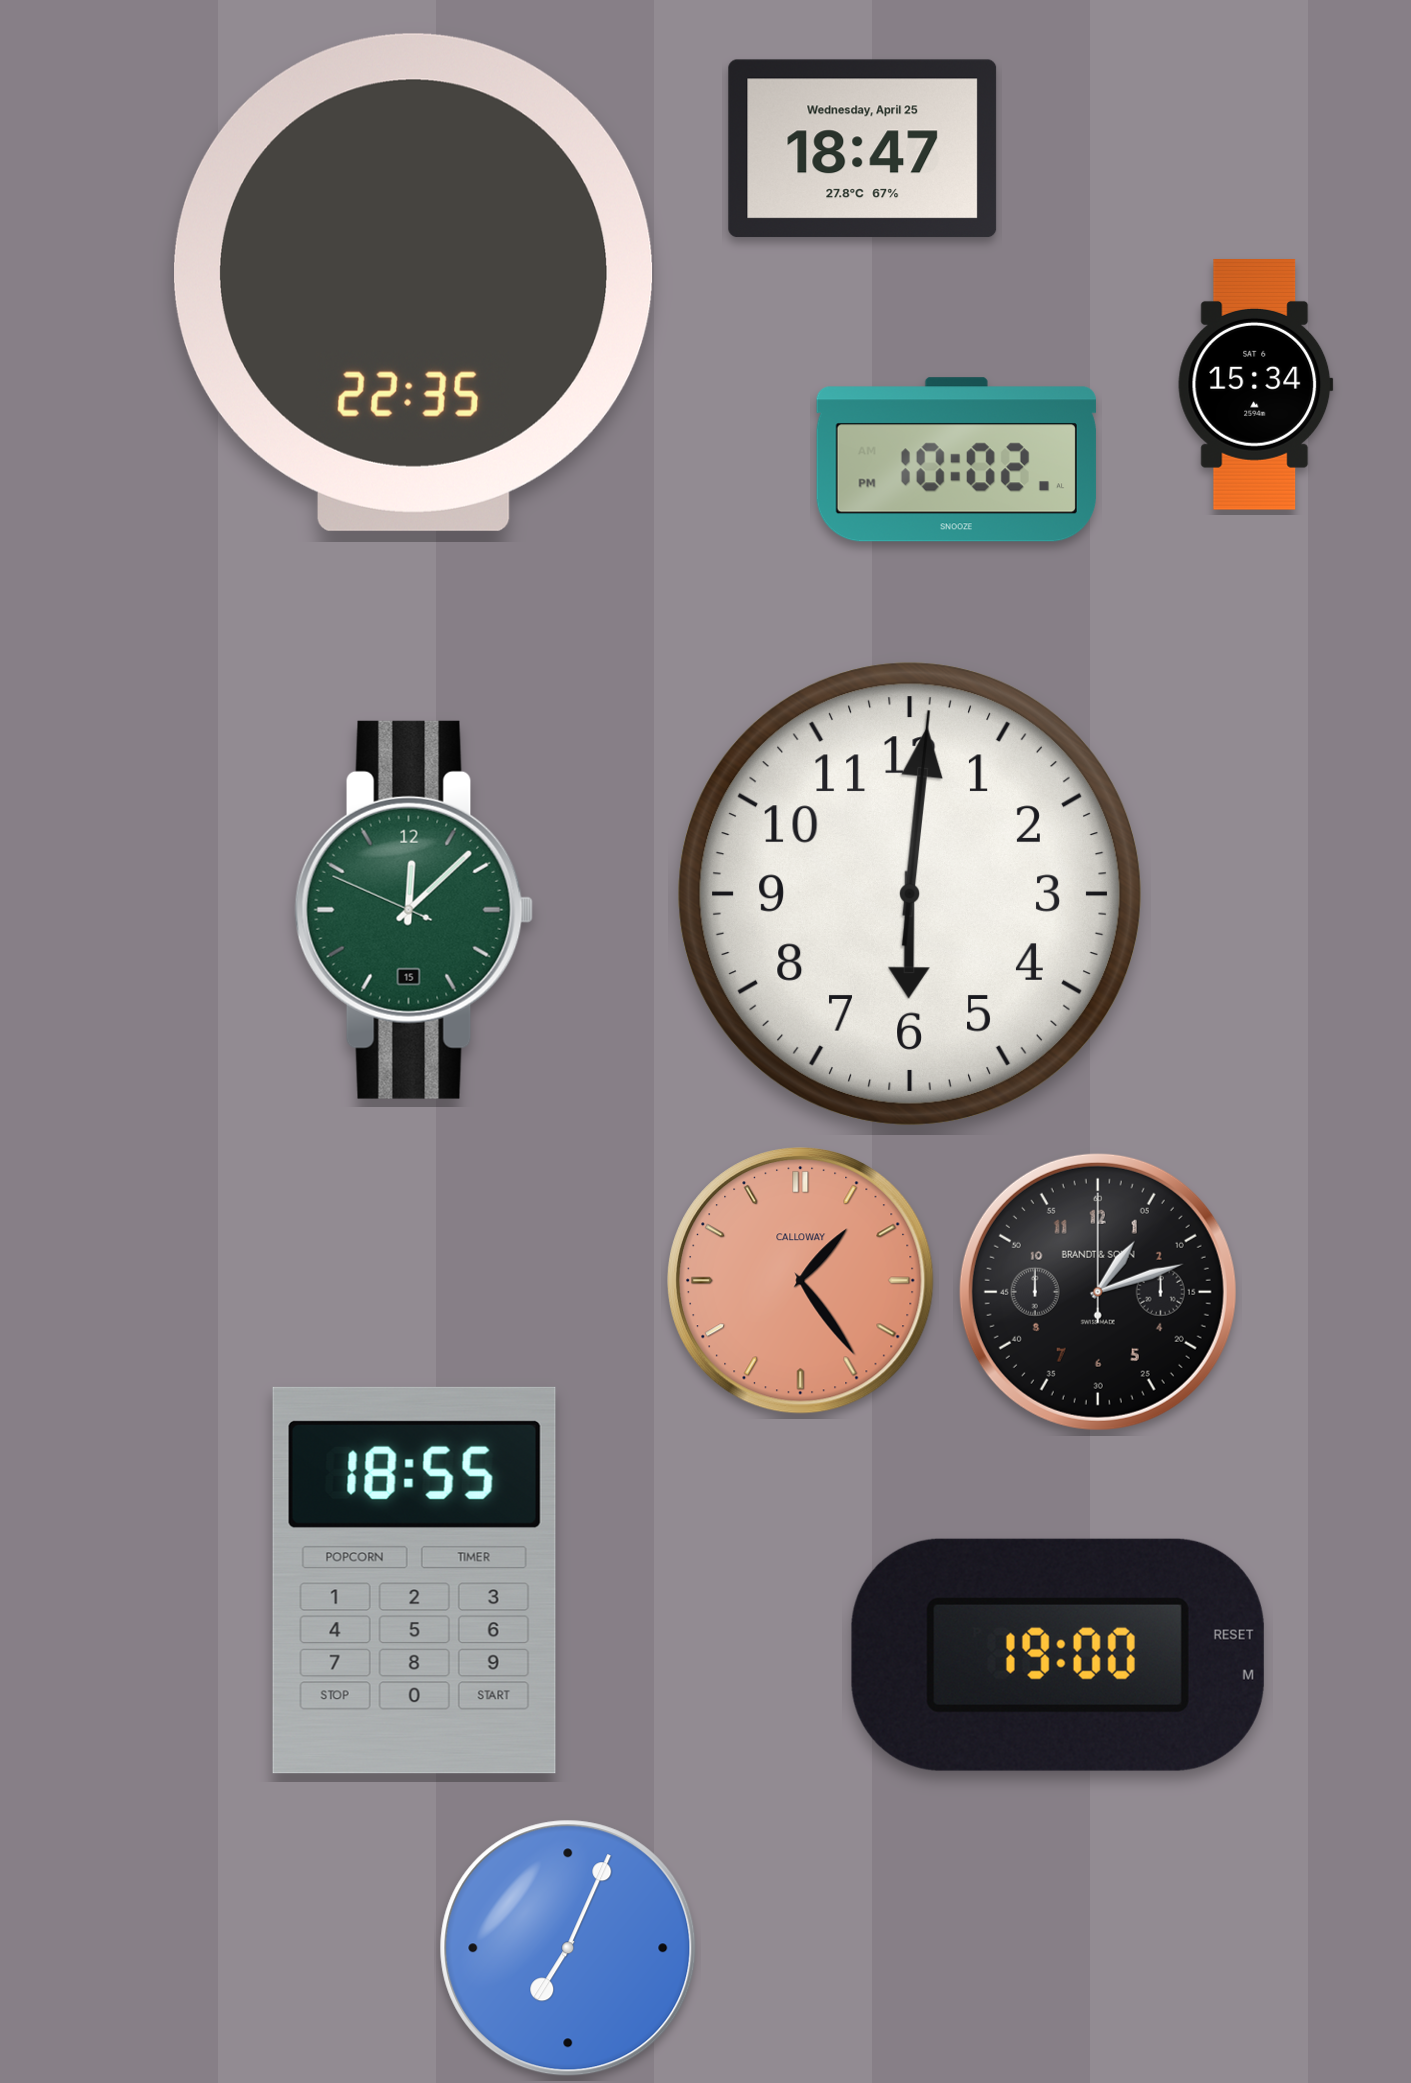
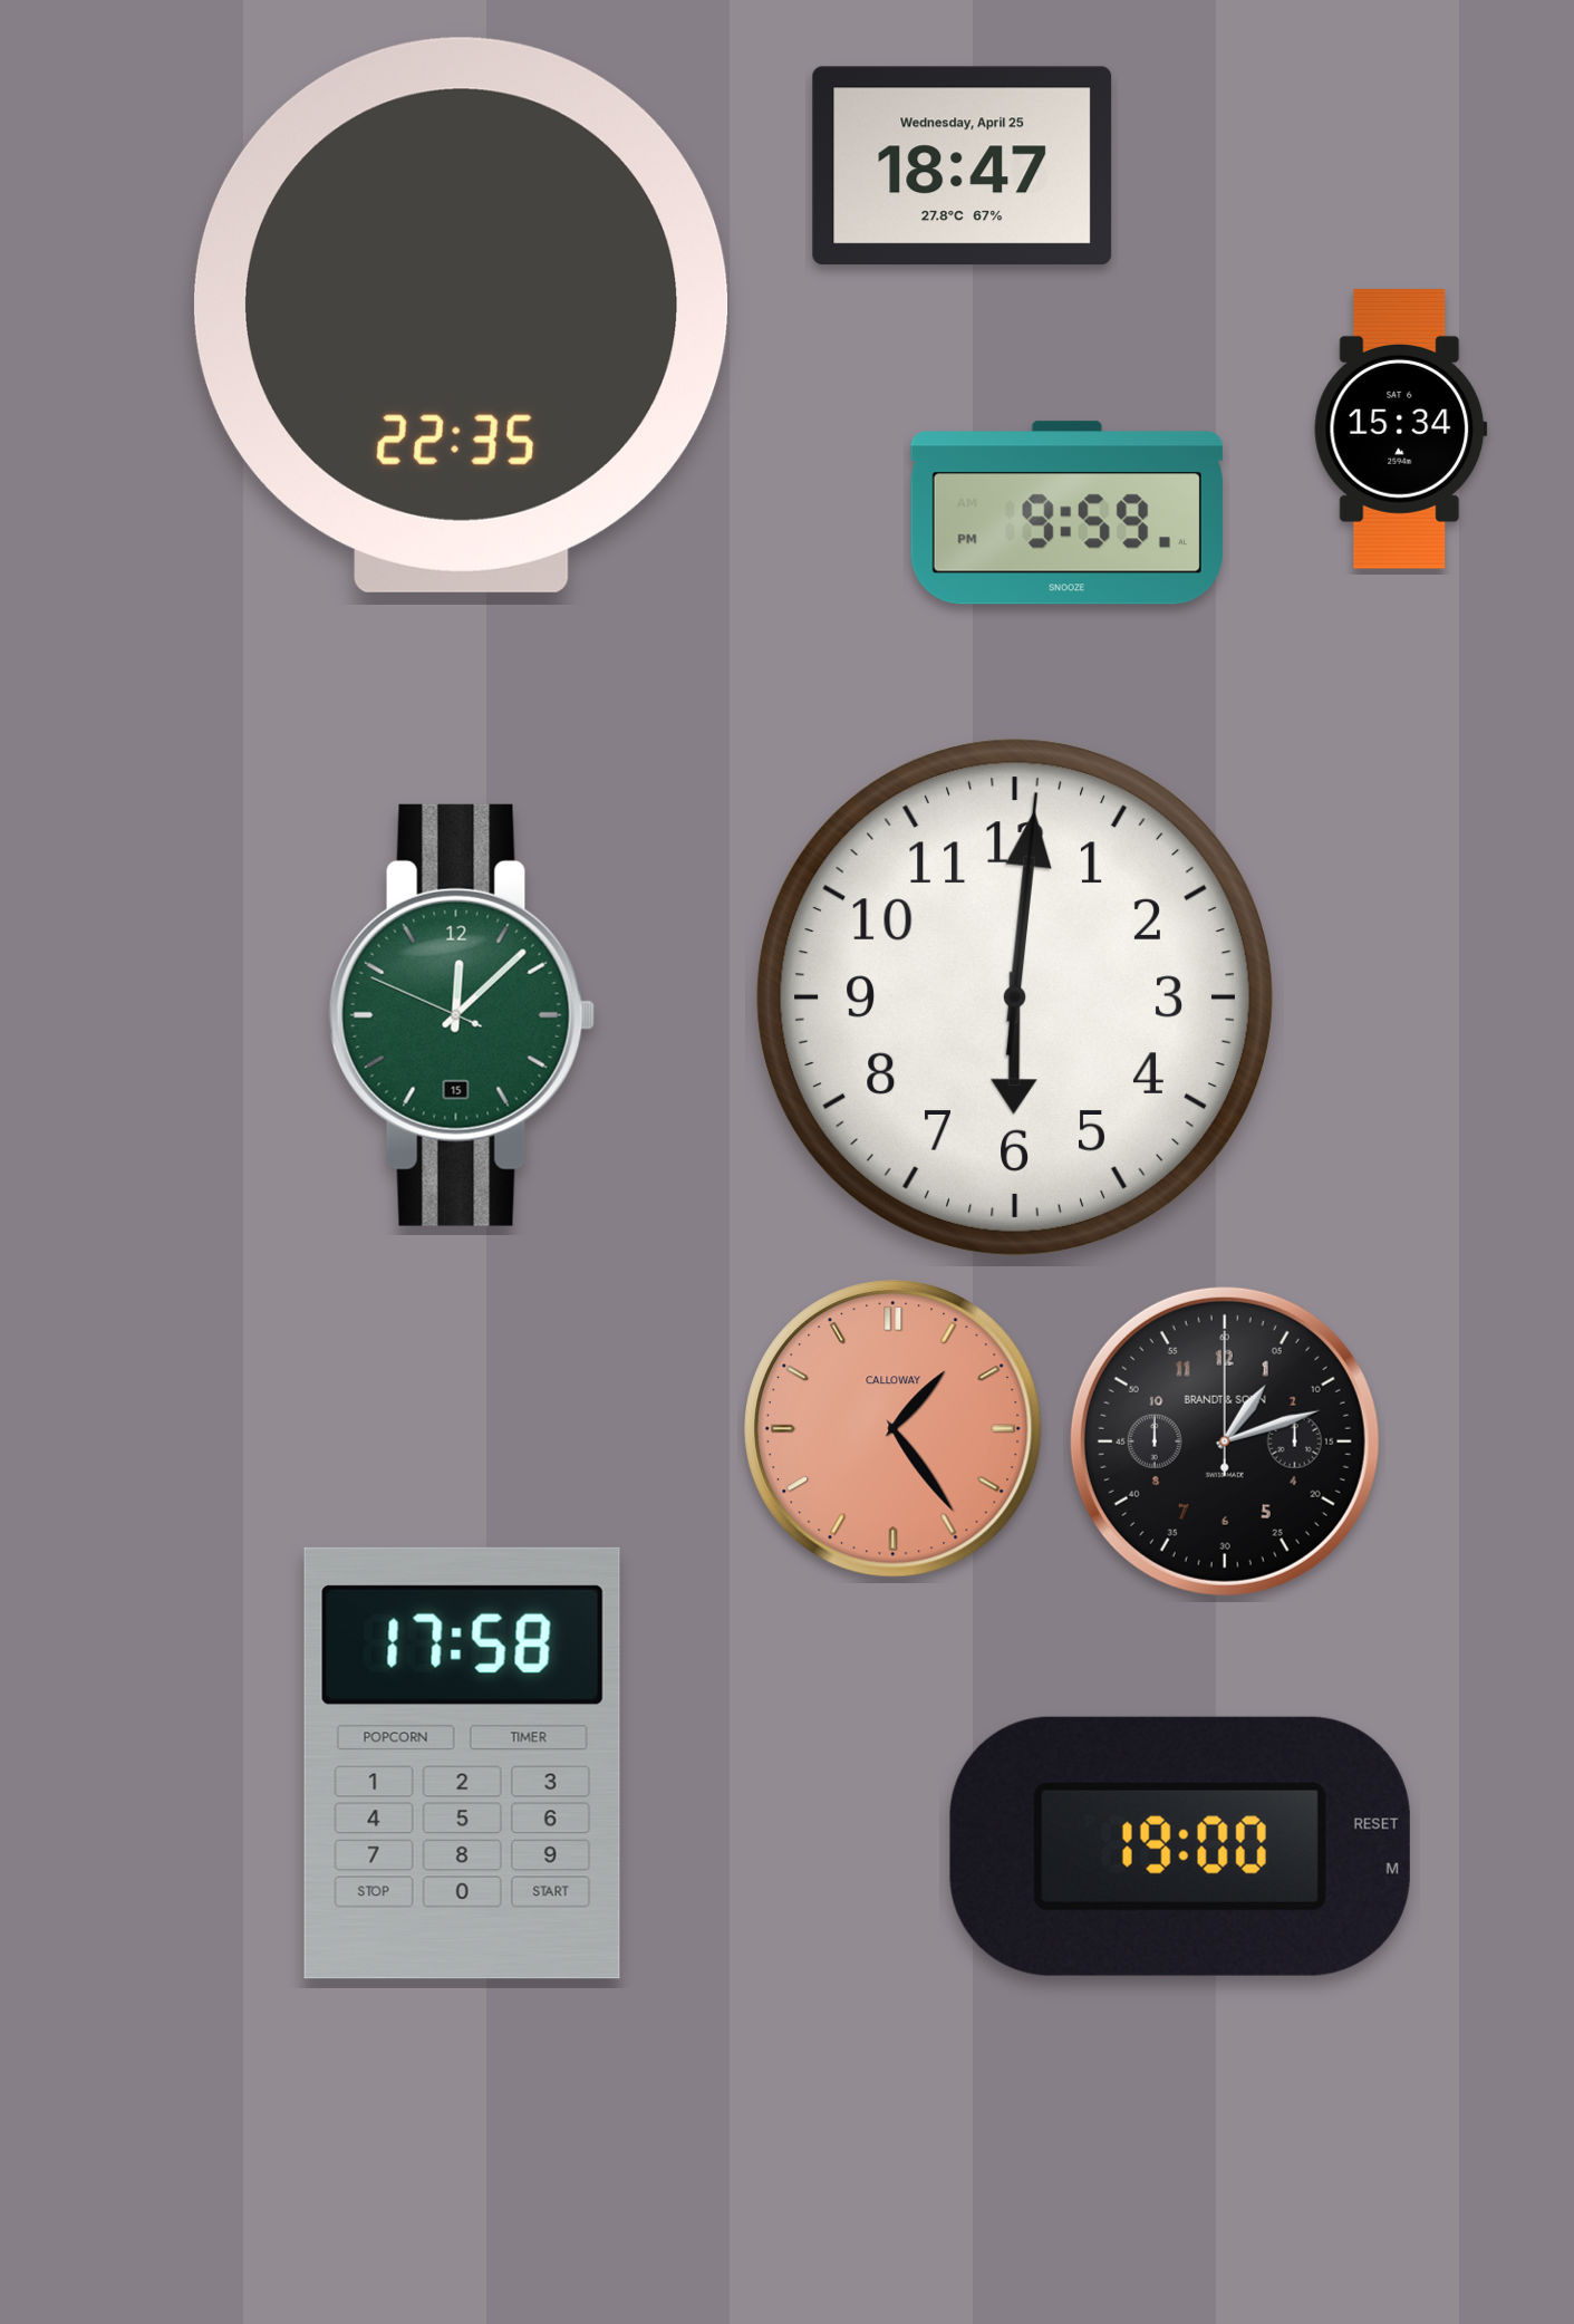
clock at (956, 460): 10:02 -> 9:59
clock at (414, 1580): 18:55 -> 17:58
clock at (568, 1948): 7:04 -> none
